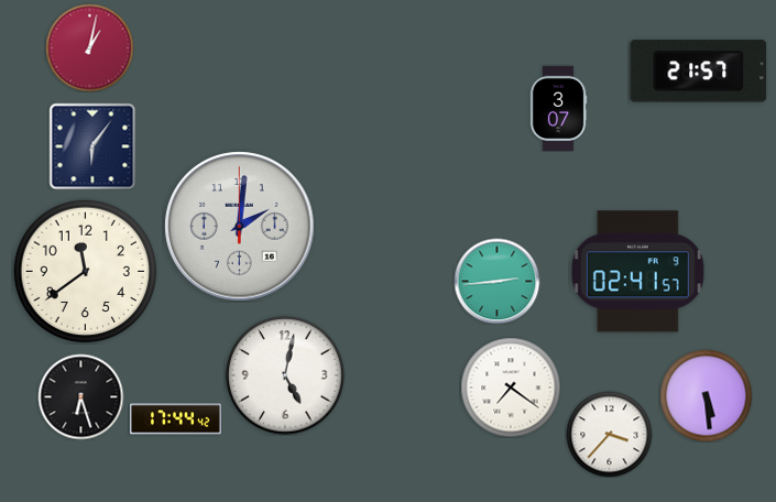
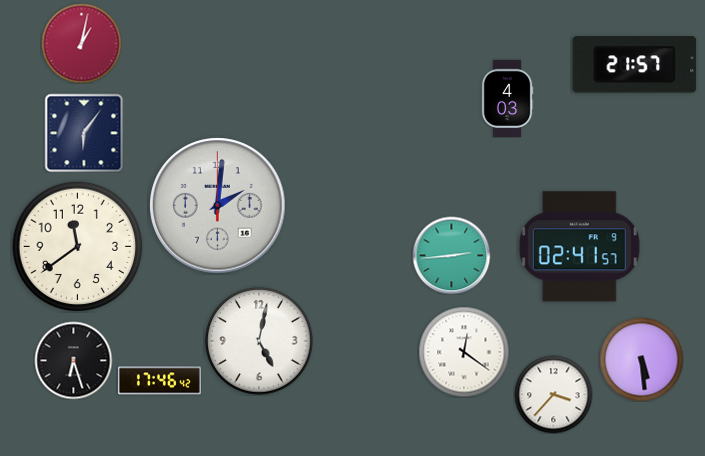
clock at (558, 108): 3:07 -> 4:03
clock at (511, 388): 7:21 -> 12:21
clock at (175, 419): 17:44 -> 17:46
